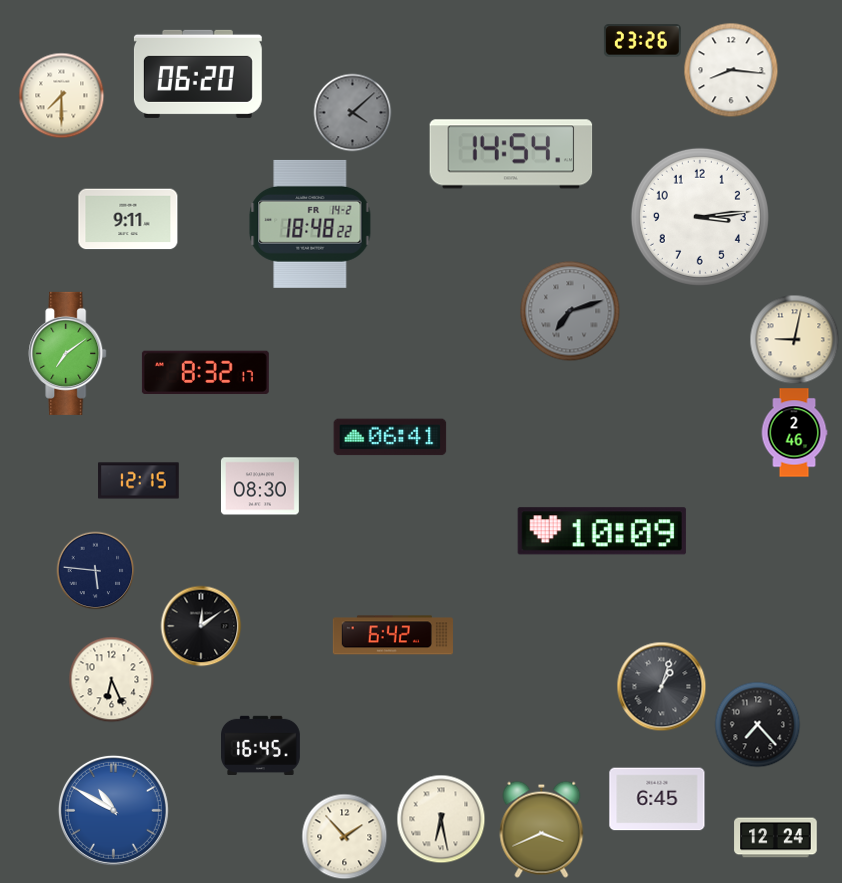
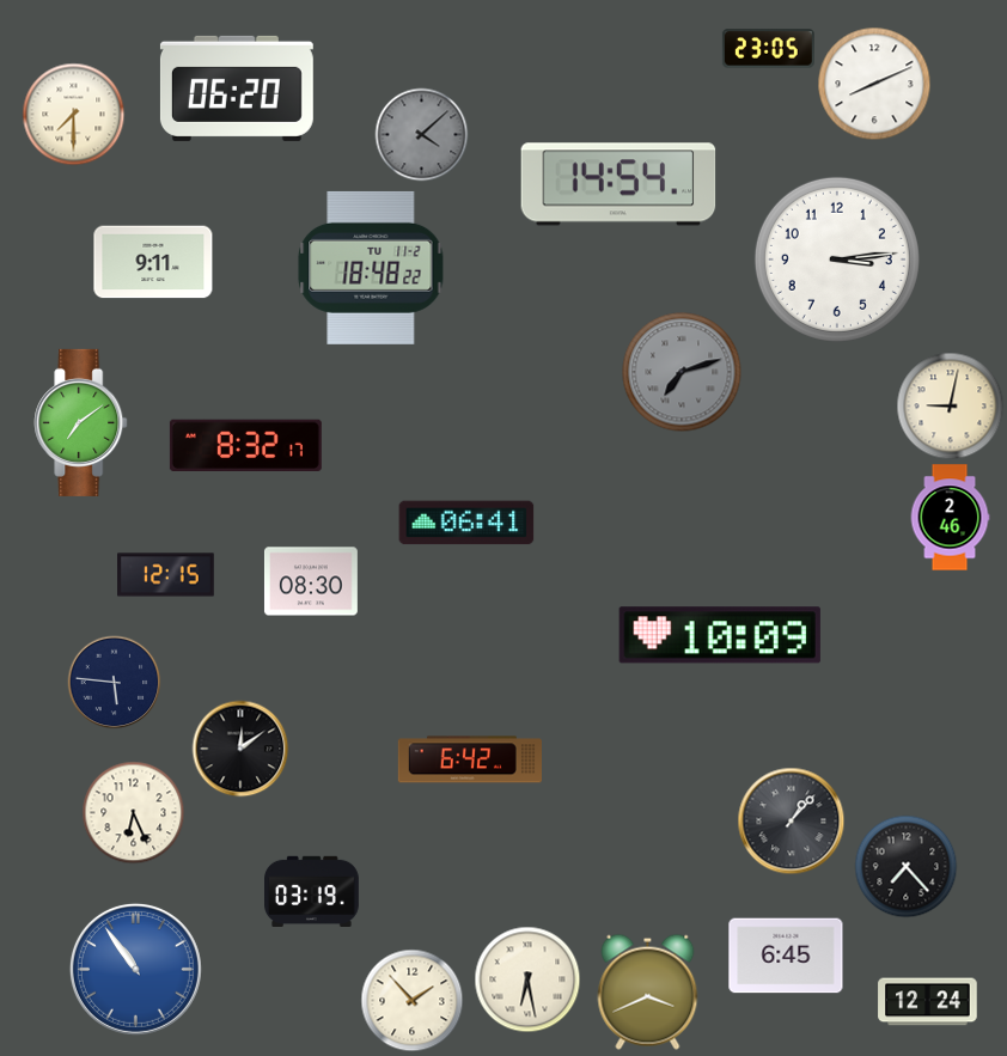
clock at (642, 41): 23:26 -> 23:05
clock at (731, 70): 8:16 -> 8:11
clock at (511, 154) position: (511, 154) -> (618, 184)
clock at (310, 224) date: FR 14-2 -> TU 11-2
clock at (661, 686): 1:03 -> 1:07
clock at (261, 745): 16:45 -> 03:19
clock at (113, 810): 10:50 -> 10:54
